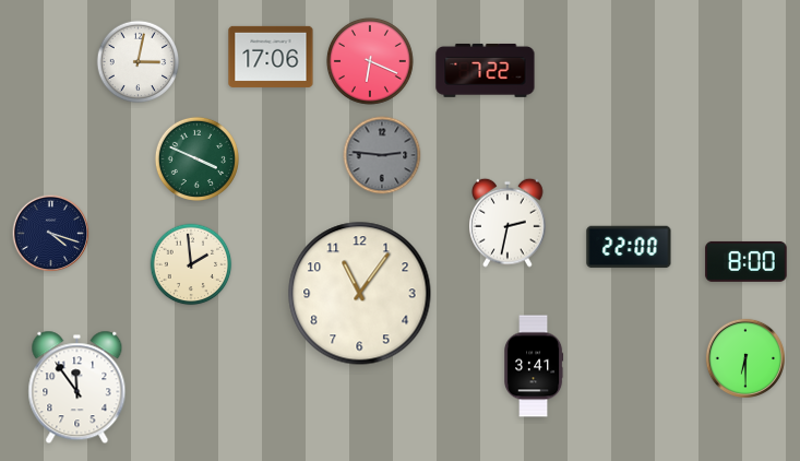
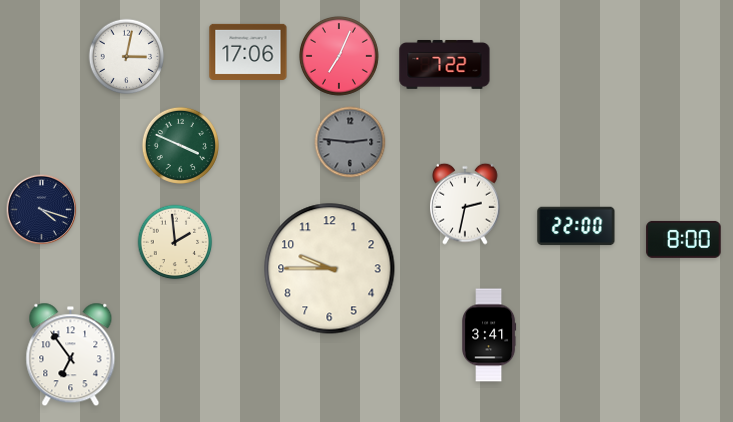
clock at (370, 61): 6:19 -> 7:04
clock at (51, 234) position: (51, 234) -> (42, 210)
clock at (360, 294): 11:06 -> 9:45
clock at (745, 358): 6:30 -> none
clock at (77, 388): 11:54 -> 6:54
